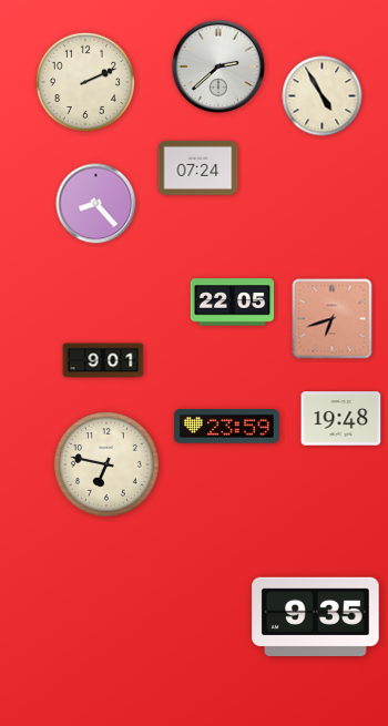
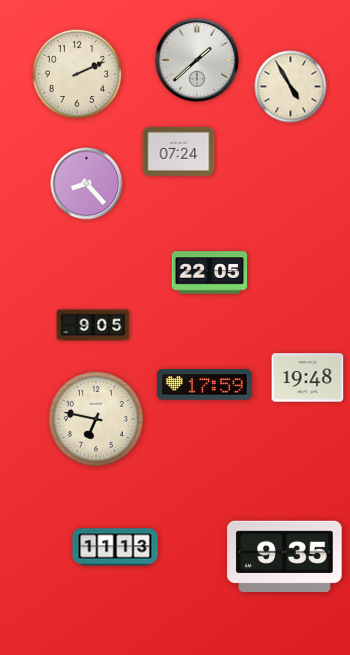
clock at (218, 67): 2:38 -> 1:38
clock at (333, 319): 6:42 -> none
clock at (103, 360): 9:01 -> 9:05
clock at (226, 427): 23:59 -> 17:59
clock at (115, 547): none -> 11:13
